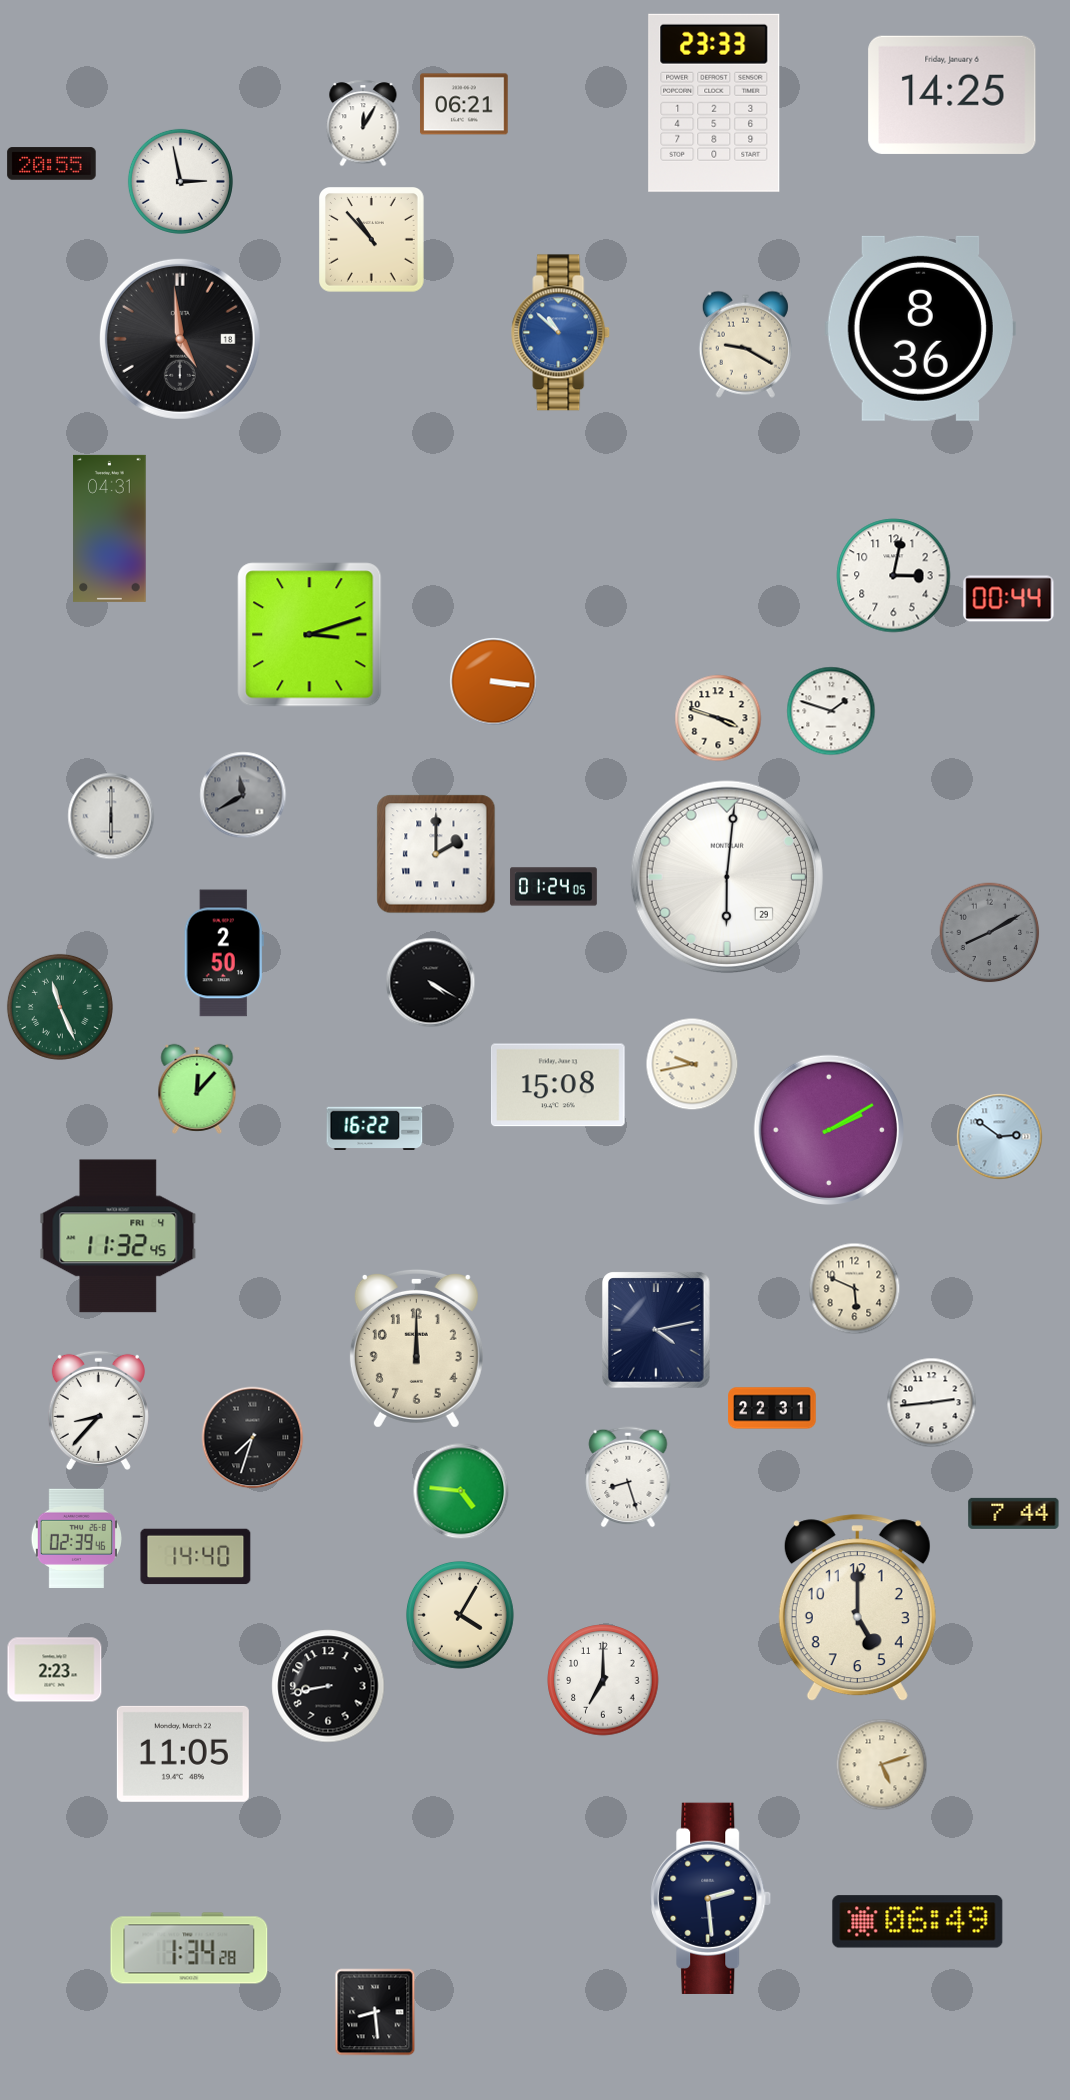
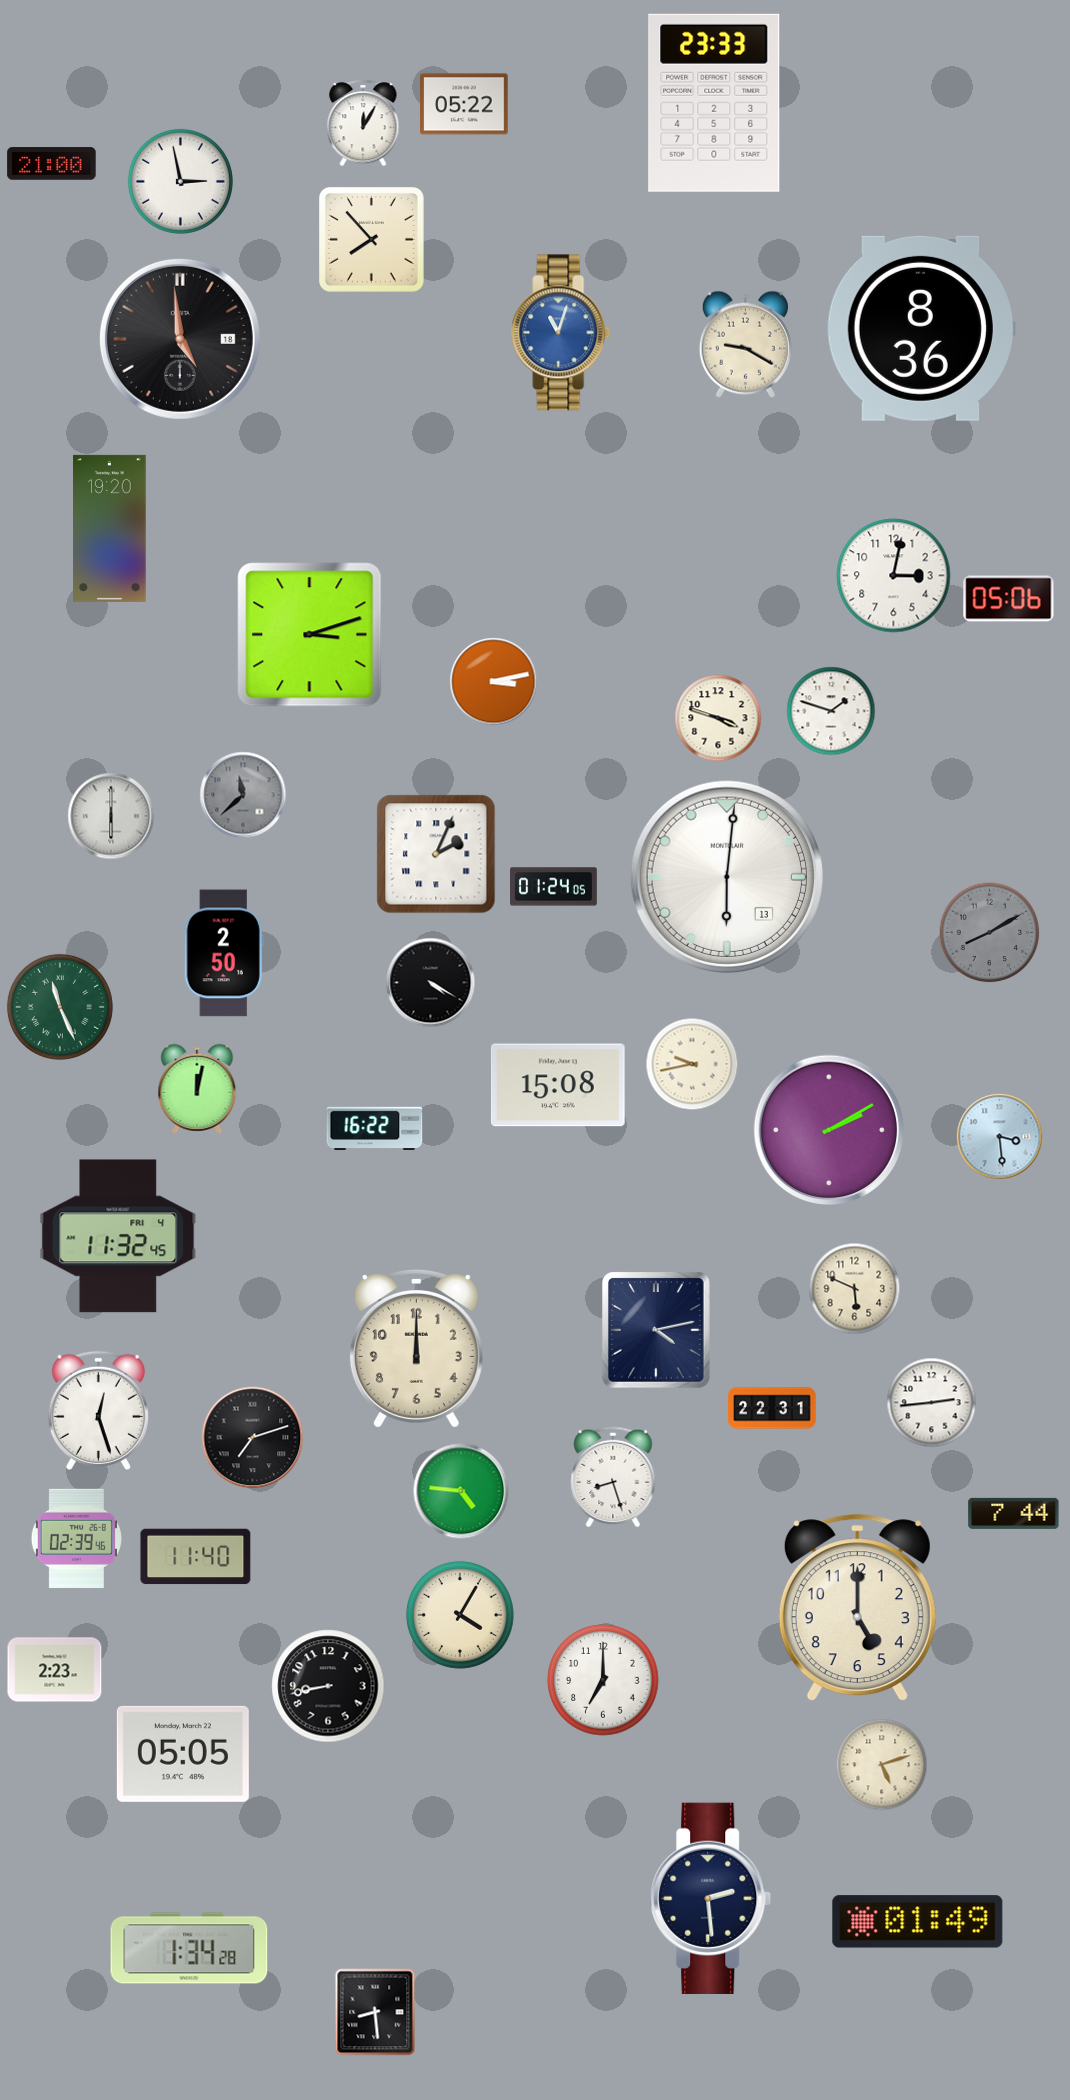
clock at (952, 95): 14:25 -> none
clock at (464, 104): 06:21 -> 05:22
clock at (52, 164): 20:55 -> 21:00
clock at (372, 240): 10:53 -> 7:53
clock at (561, 333): 10:52 -> 11:03
clock at (110, 528): 04:31 -> 19:20
clock at (1009, 599): 00:44 -> 05:06
clock at (494, 682): 3:16 -> 3:13
clock at (243, 795): 11:40 -> 11:38
clock at (436, 854): 2:00 -> 2:04
clock at (727, 877) date: 29 -> 13
clock at (197, 1089): 12:07 -> 12:02
clock at (1000, 1137): 2:51 -> 3:29
clock at (98, 1410): 8:37 -> 12:27
clock at (253, 1438): 7:33 -> 7:12
clock at (628, 1477) position: (628, 1477) -> (613, 1477)
clock at (196, 1557): 14:40 -> 11:40
clock at (183, 1754): 11:05 -> 05:05
clock at (918, 1922): 06:49 -> 01:49
